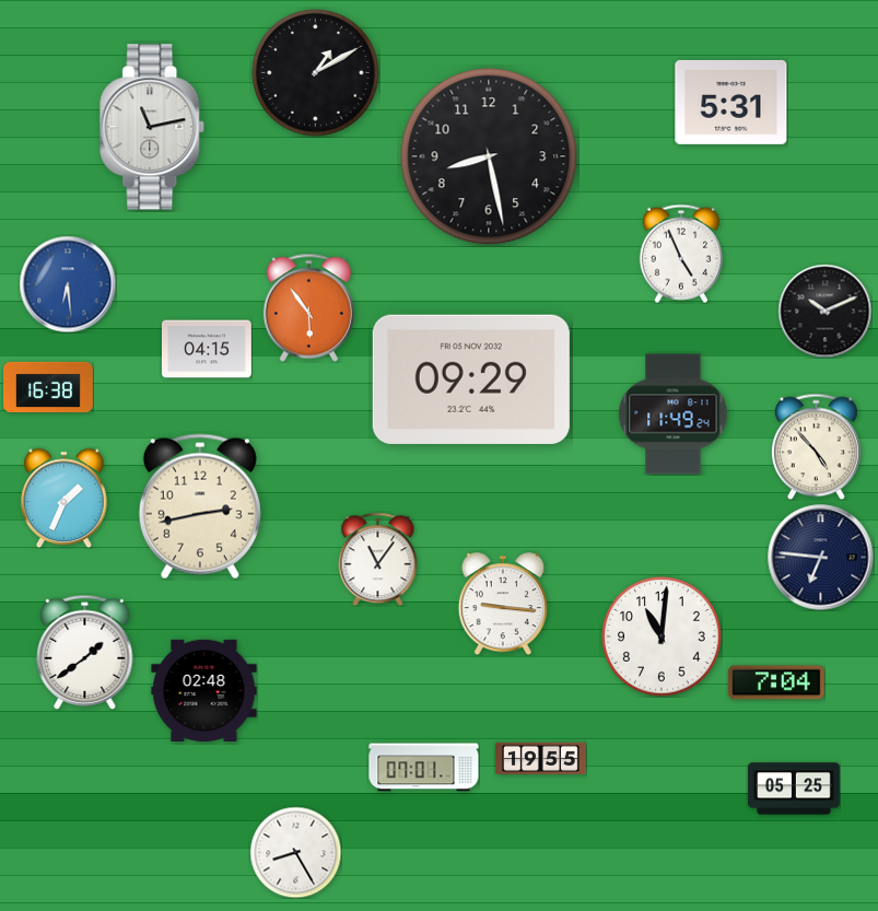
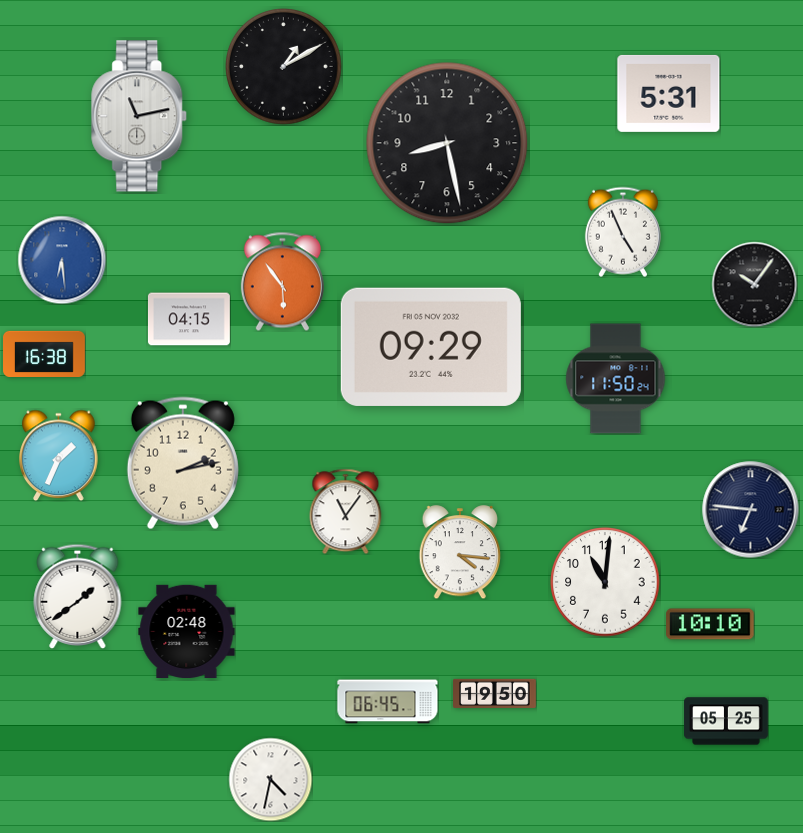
clock at (316, 73) position: (316, 73) -> (284, 67)
clock at (824, 311): 10:11 -> 10:06
clock at (674, 414): 11:49 -> 11:50
clock at (817, 446): 4:53 -> none
clock at (200, 506): 2:43 -> 2:13
clock at (502, 604): 9:16 -> 4:16
clock at (776, 682): 7:04 -> 10:10
clock at (541, 758): 19:55 -> 19:50
clock at (424, 768): 07:01 -> 06:45
clock at (295, 852): 8:25 -> 4:32
